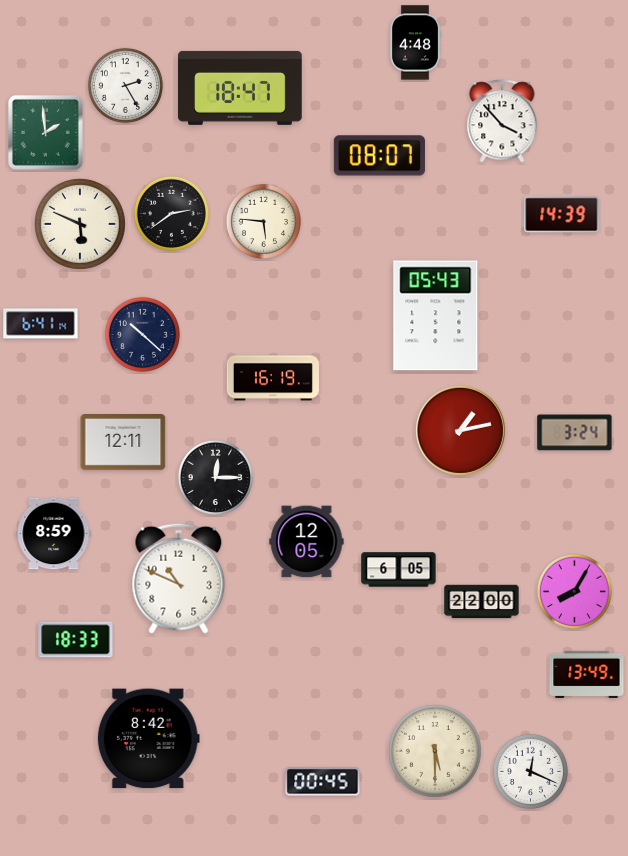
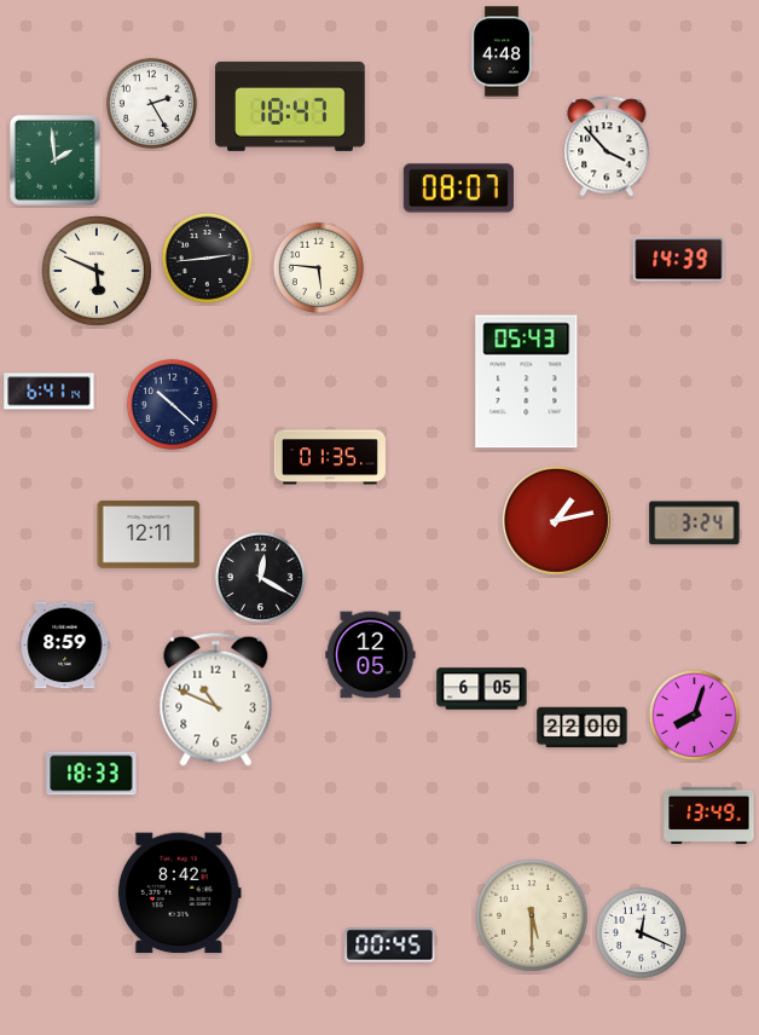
clock at (171, 213): 2:39 -> 2:44
clock at (273, 378): 16:19 -> 01:35
clock at (215, 477): 12:15 -> 12:20
clock at (574, 591): 8:05 -> 8:03
clock at (436, 752) position: (436, 752) -> (533, 917)
